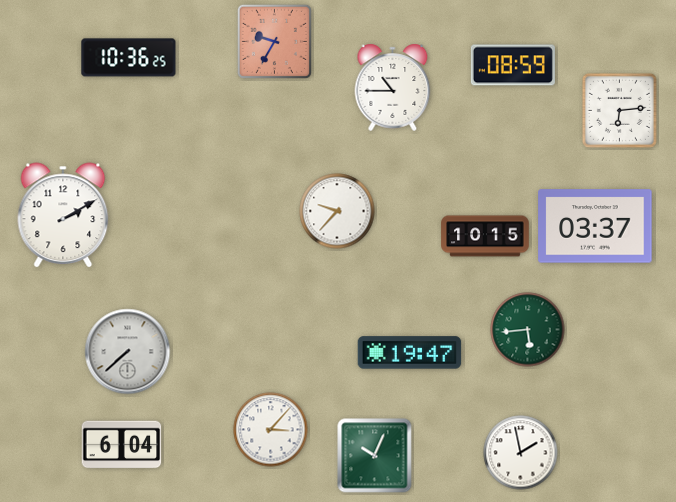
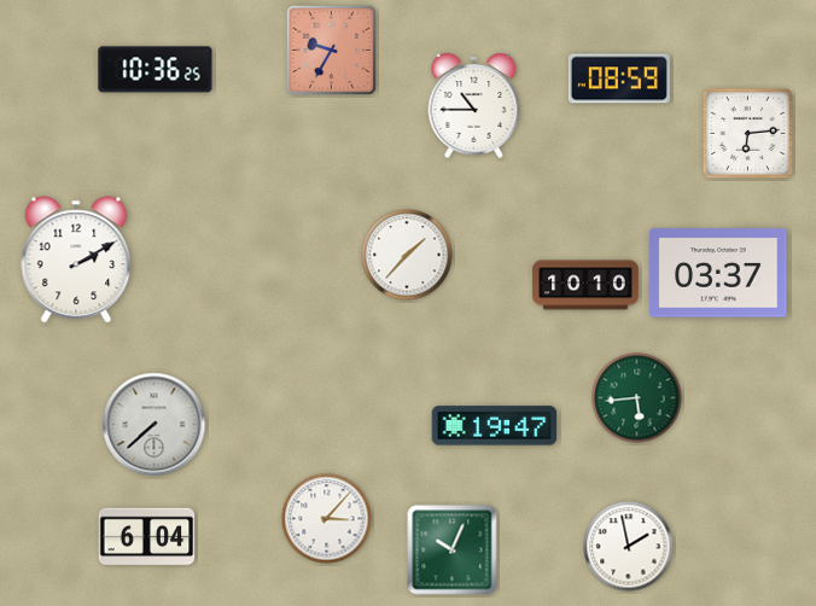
clock at (337, 211): 9:37 -> 1:37
clock at (485, 236): 10:15 -> 10:10
